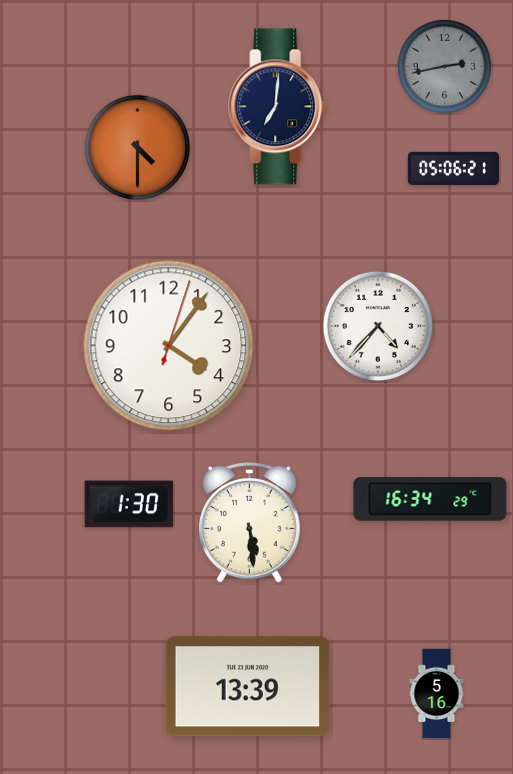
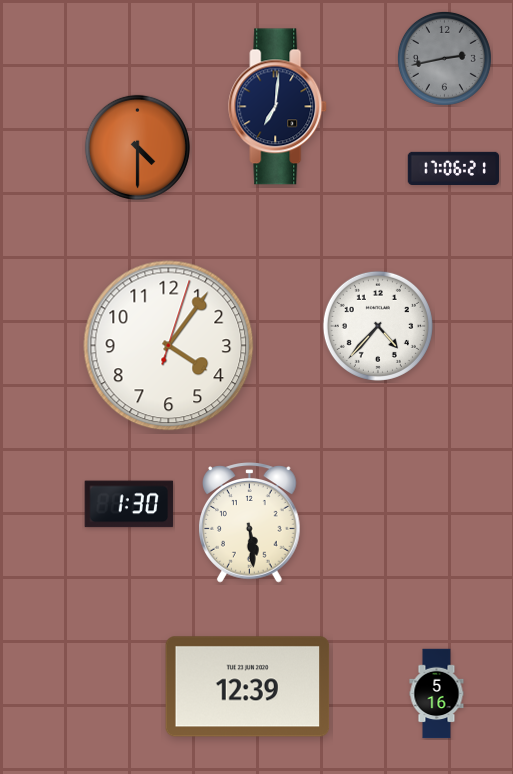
clock at (444, 66) position: (444, 66) -> (444, 58)
clock at (454, 168): 05:06 -> 17:06
clock at (430, 499): 16:34 -> none
clock at (248, 687): 13:39 -> 12:39
